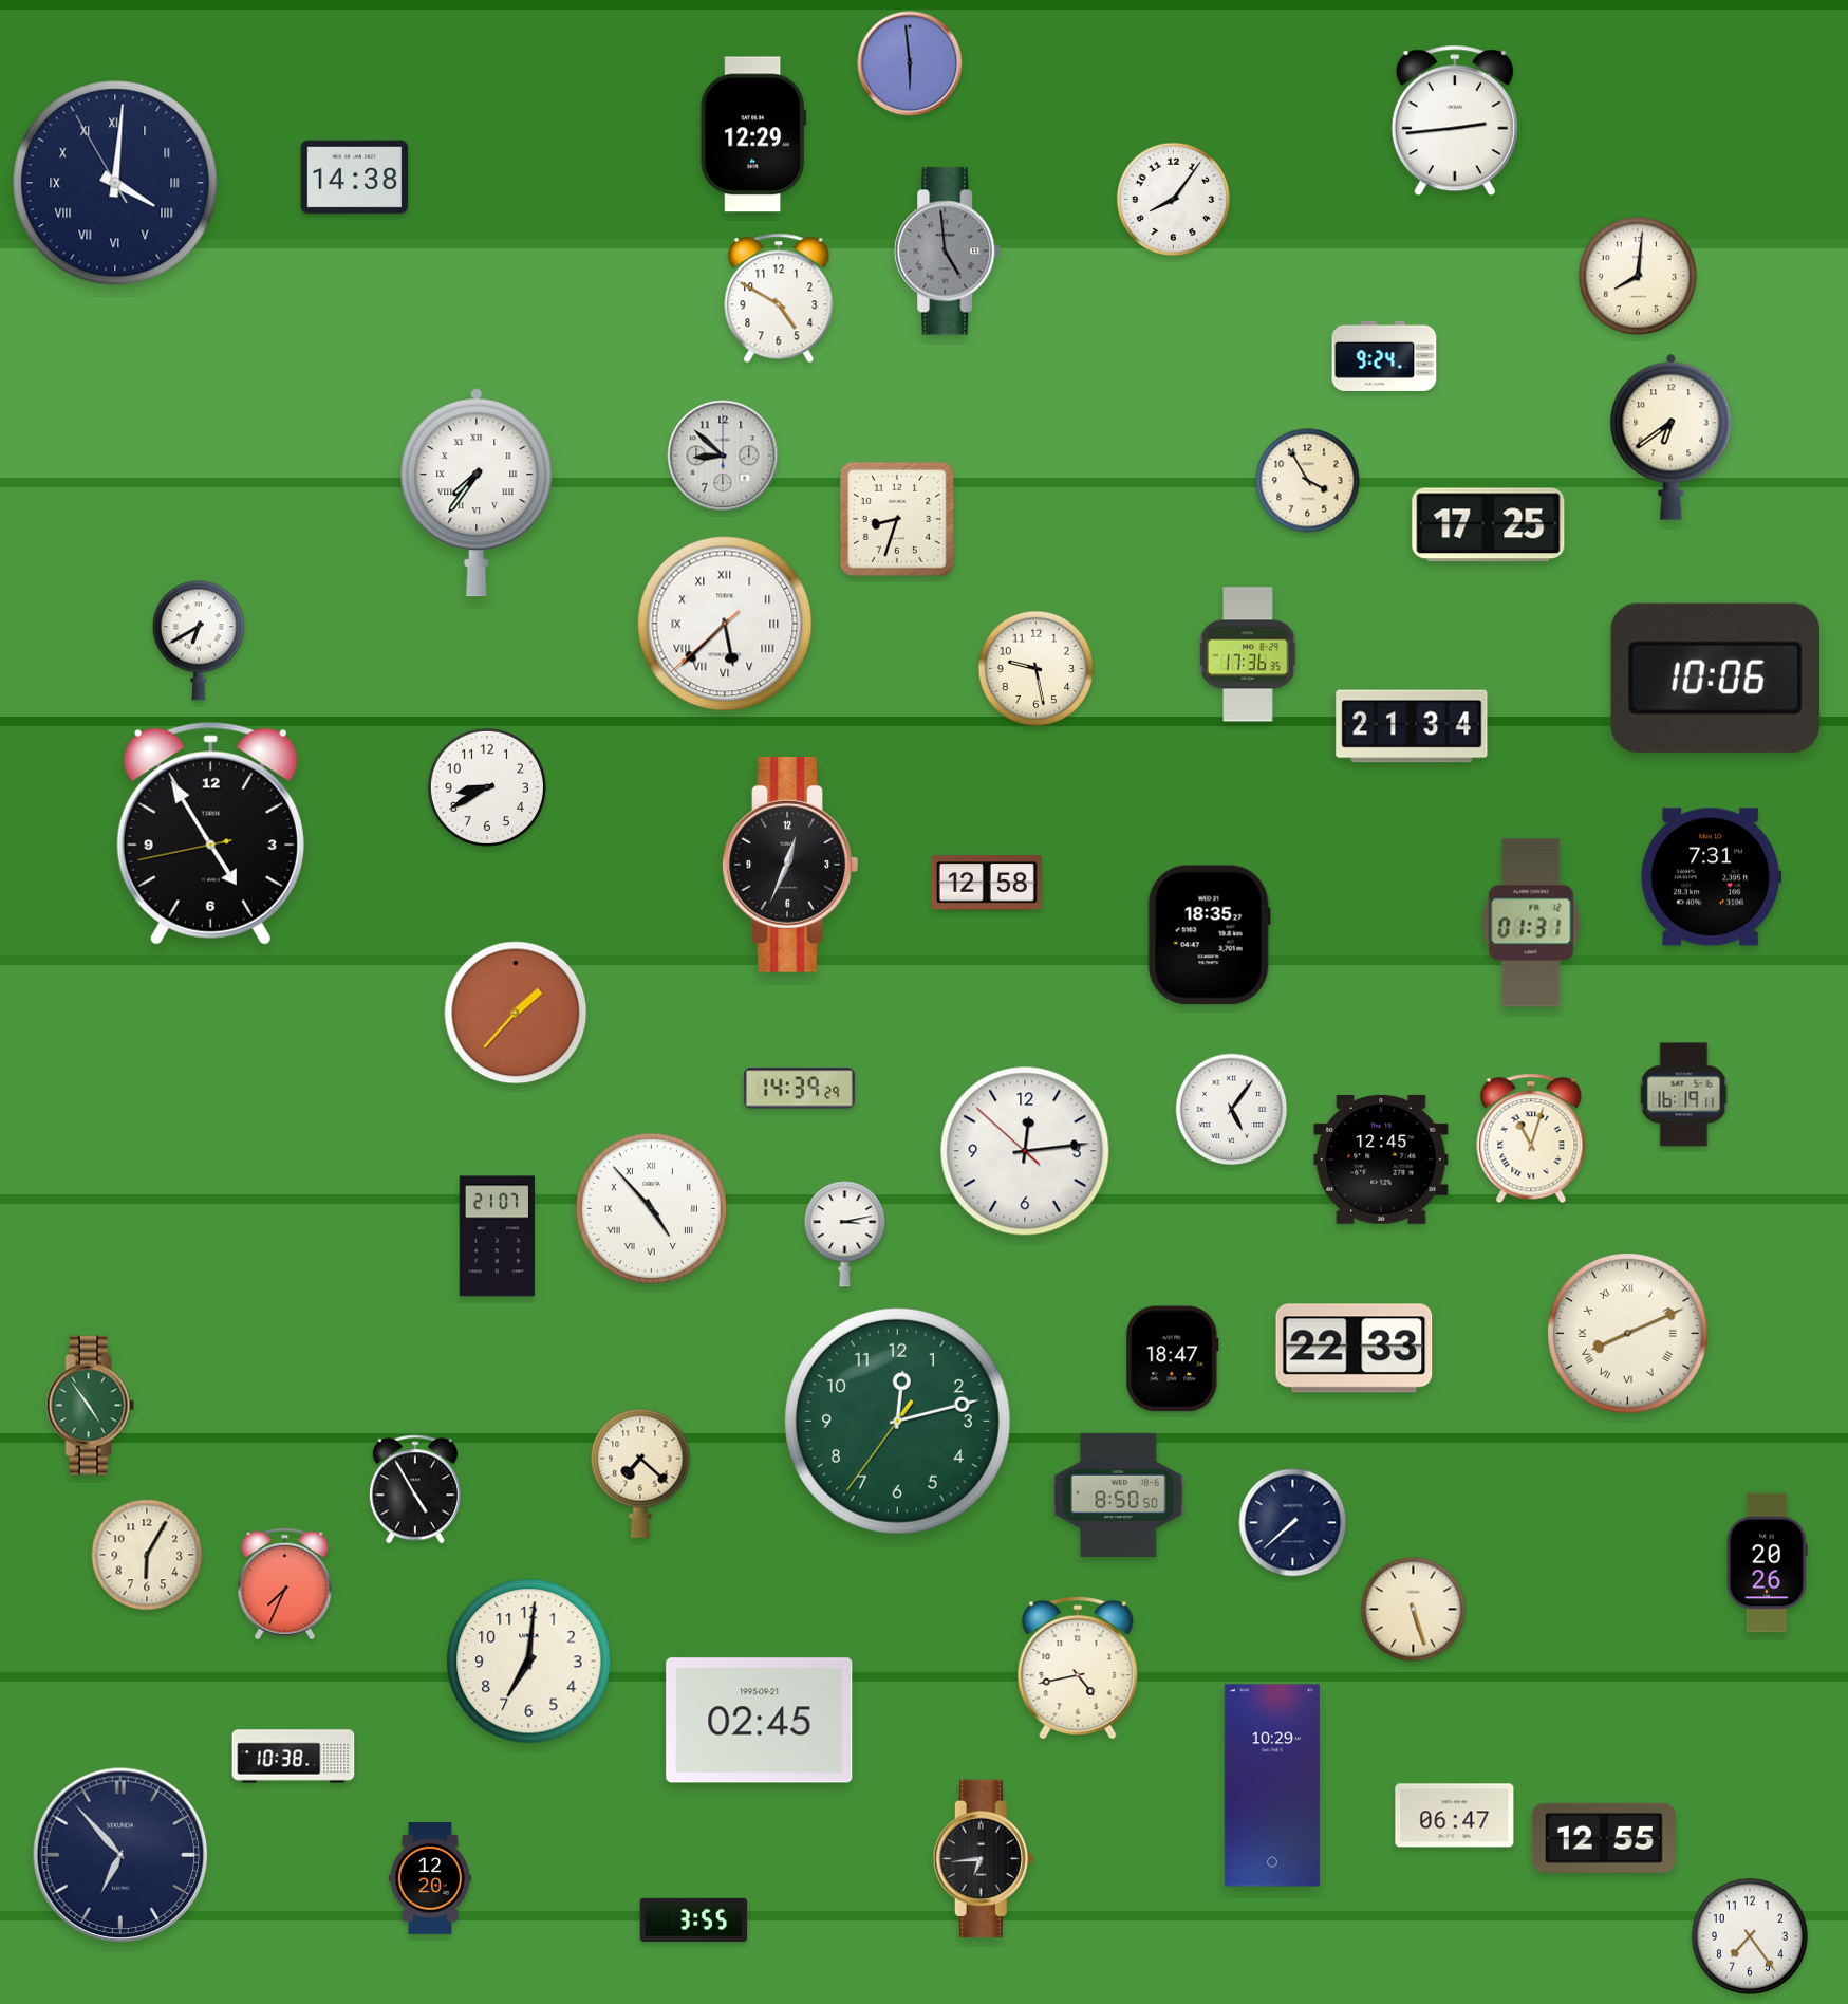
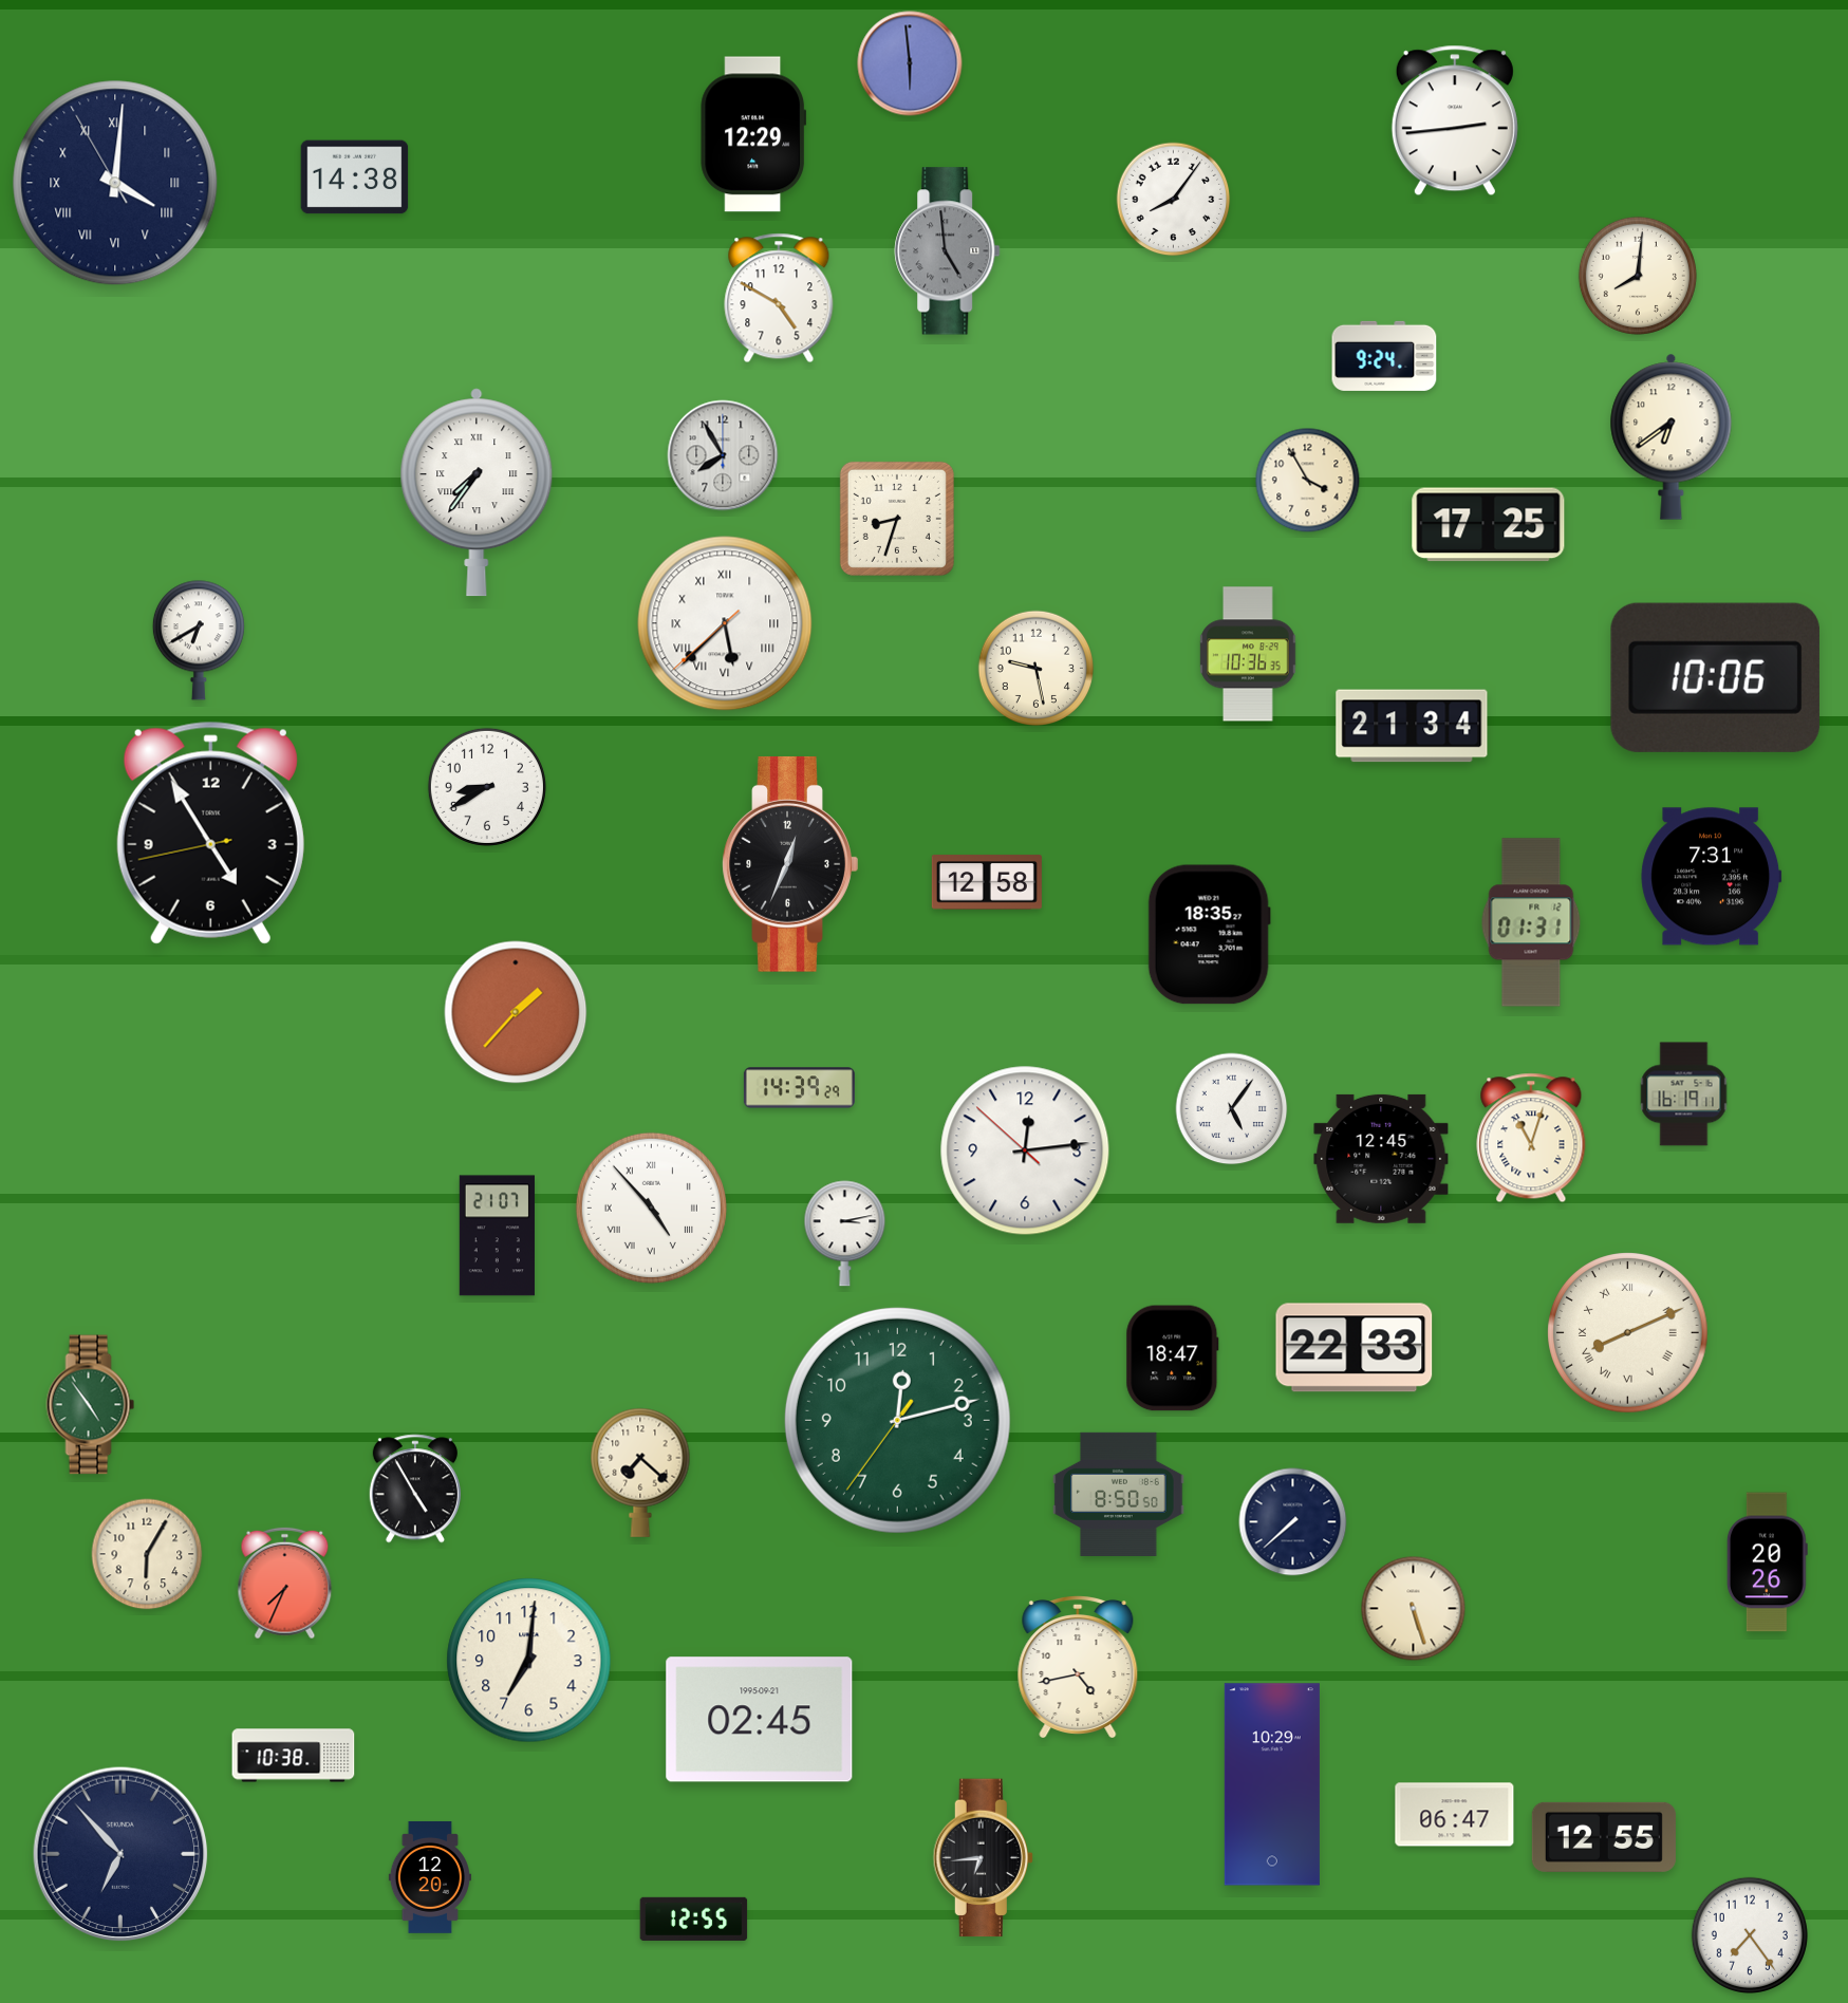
clock at (723, 456): 8:52 -> 7:55
clock at (1248, 654): 17:36 -> 10:36
clock at (694, 1919): 3:55 -> 12:55
